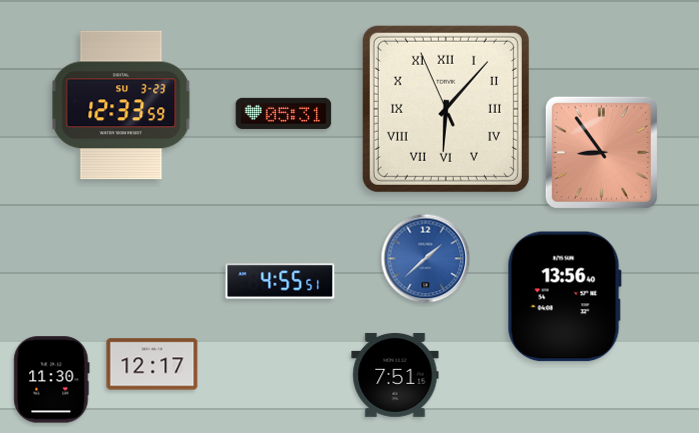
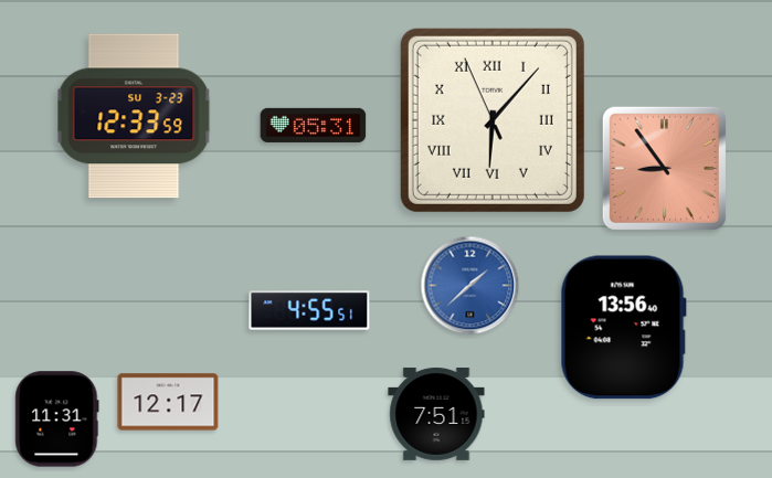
clock at (52, 380): 11:30 -> 11:31
